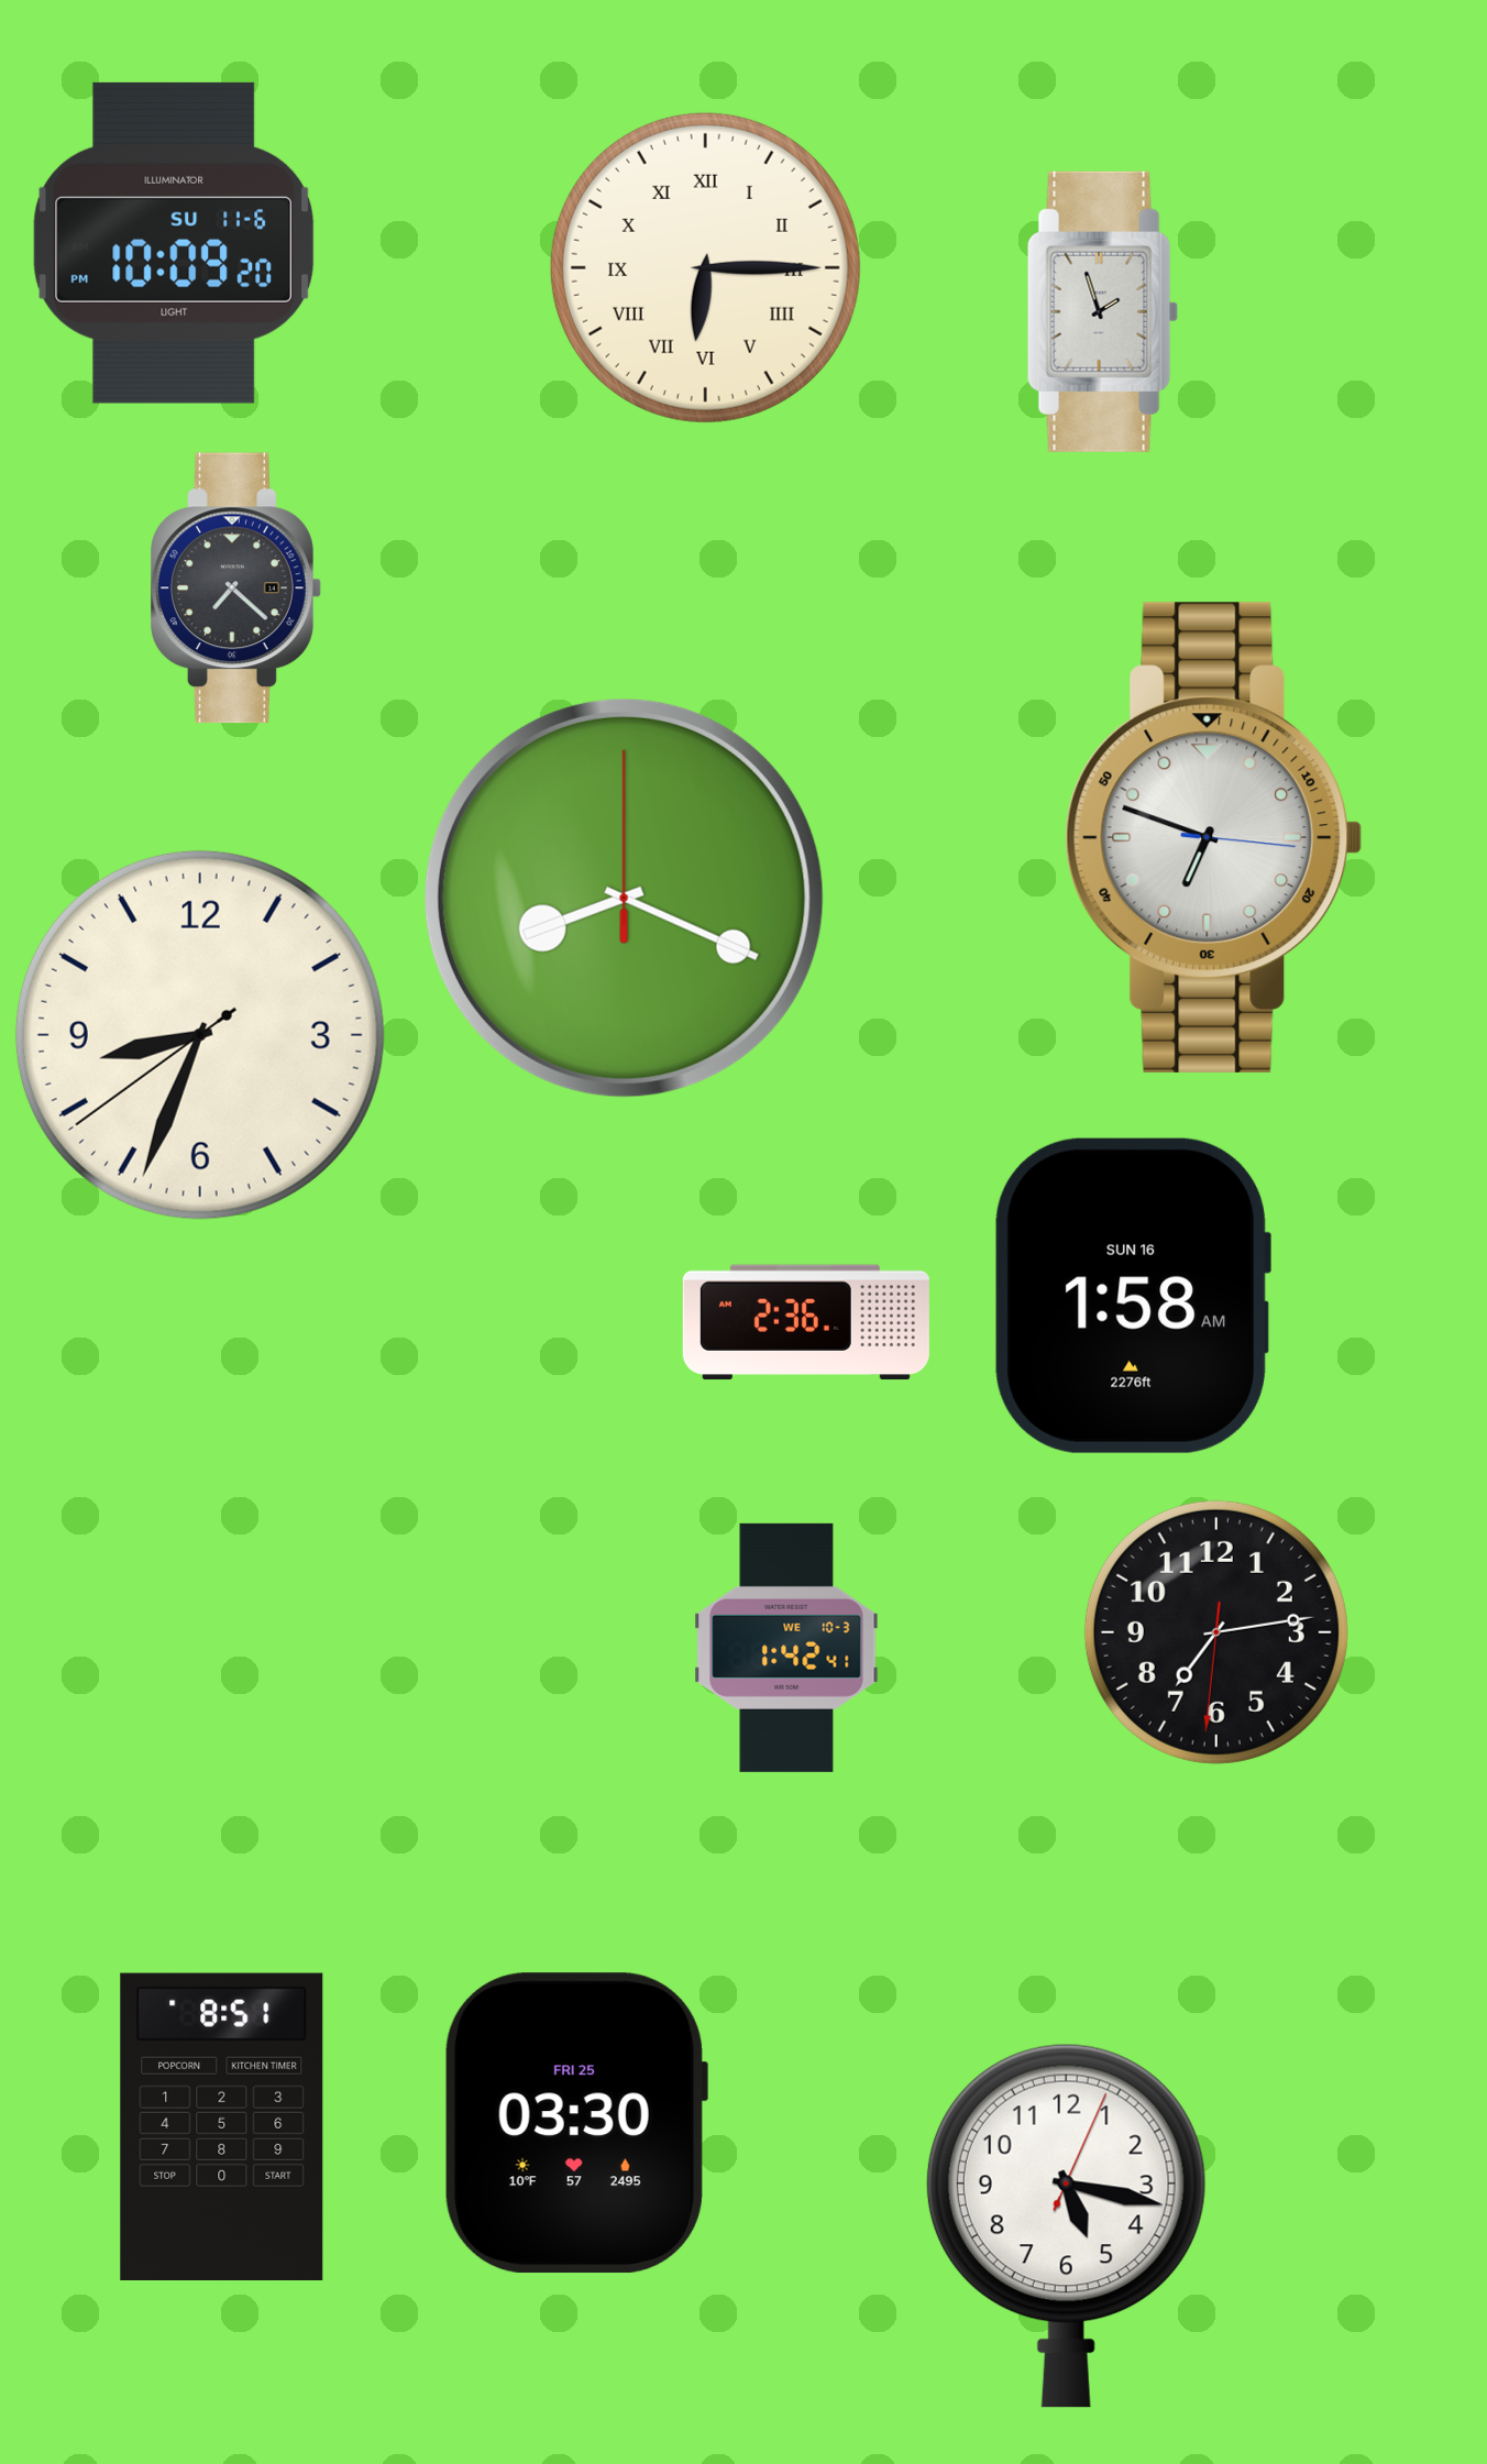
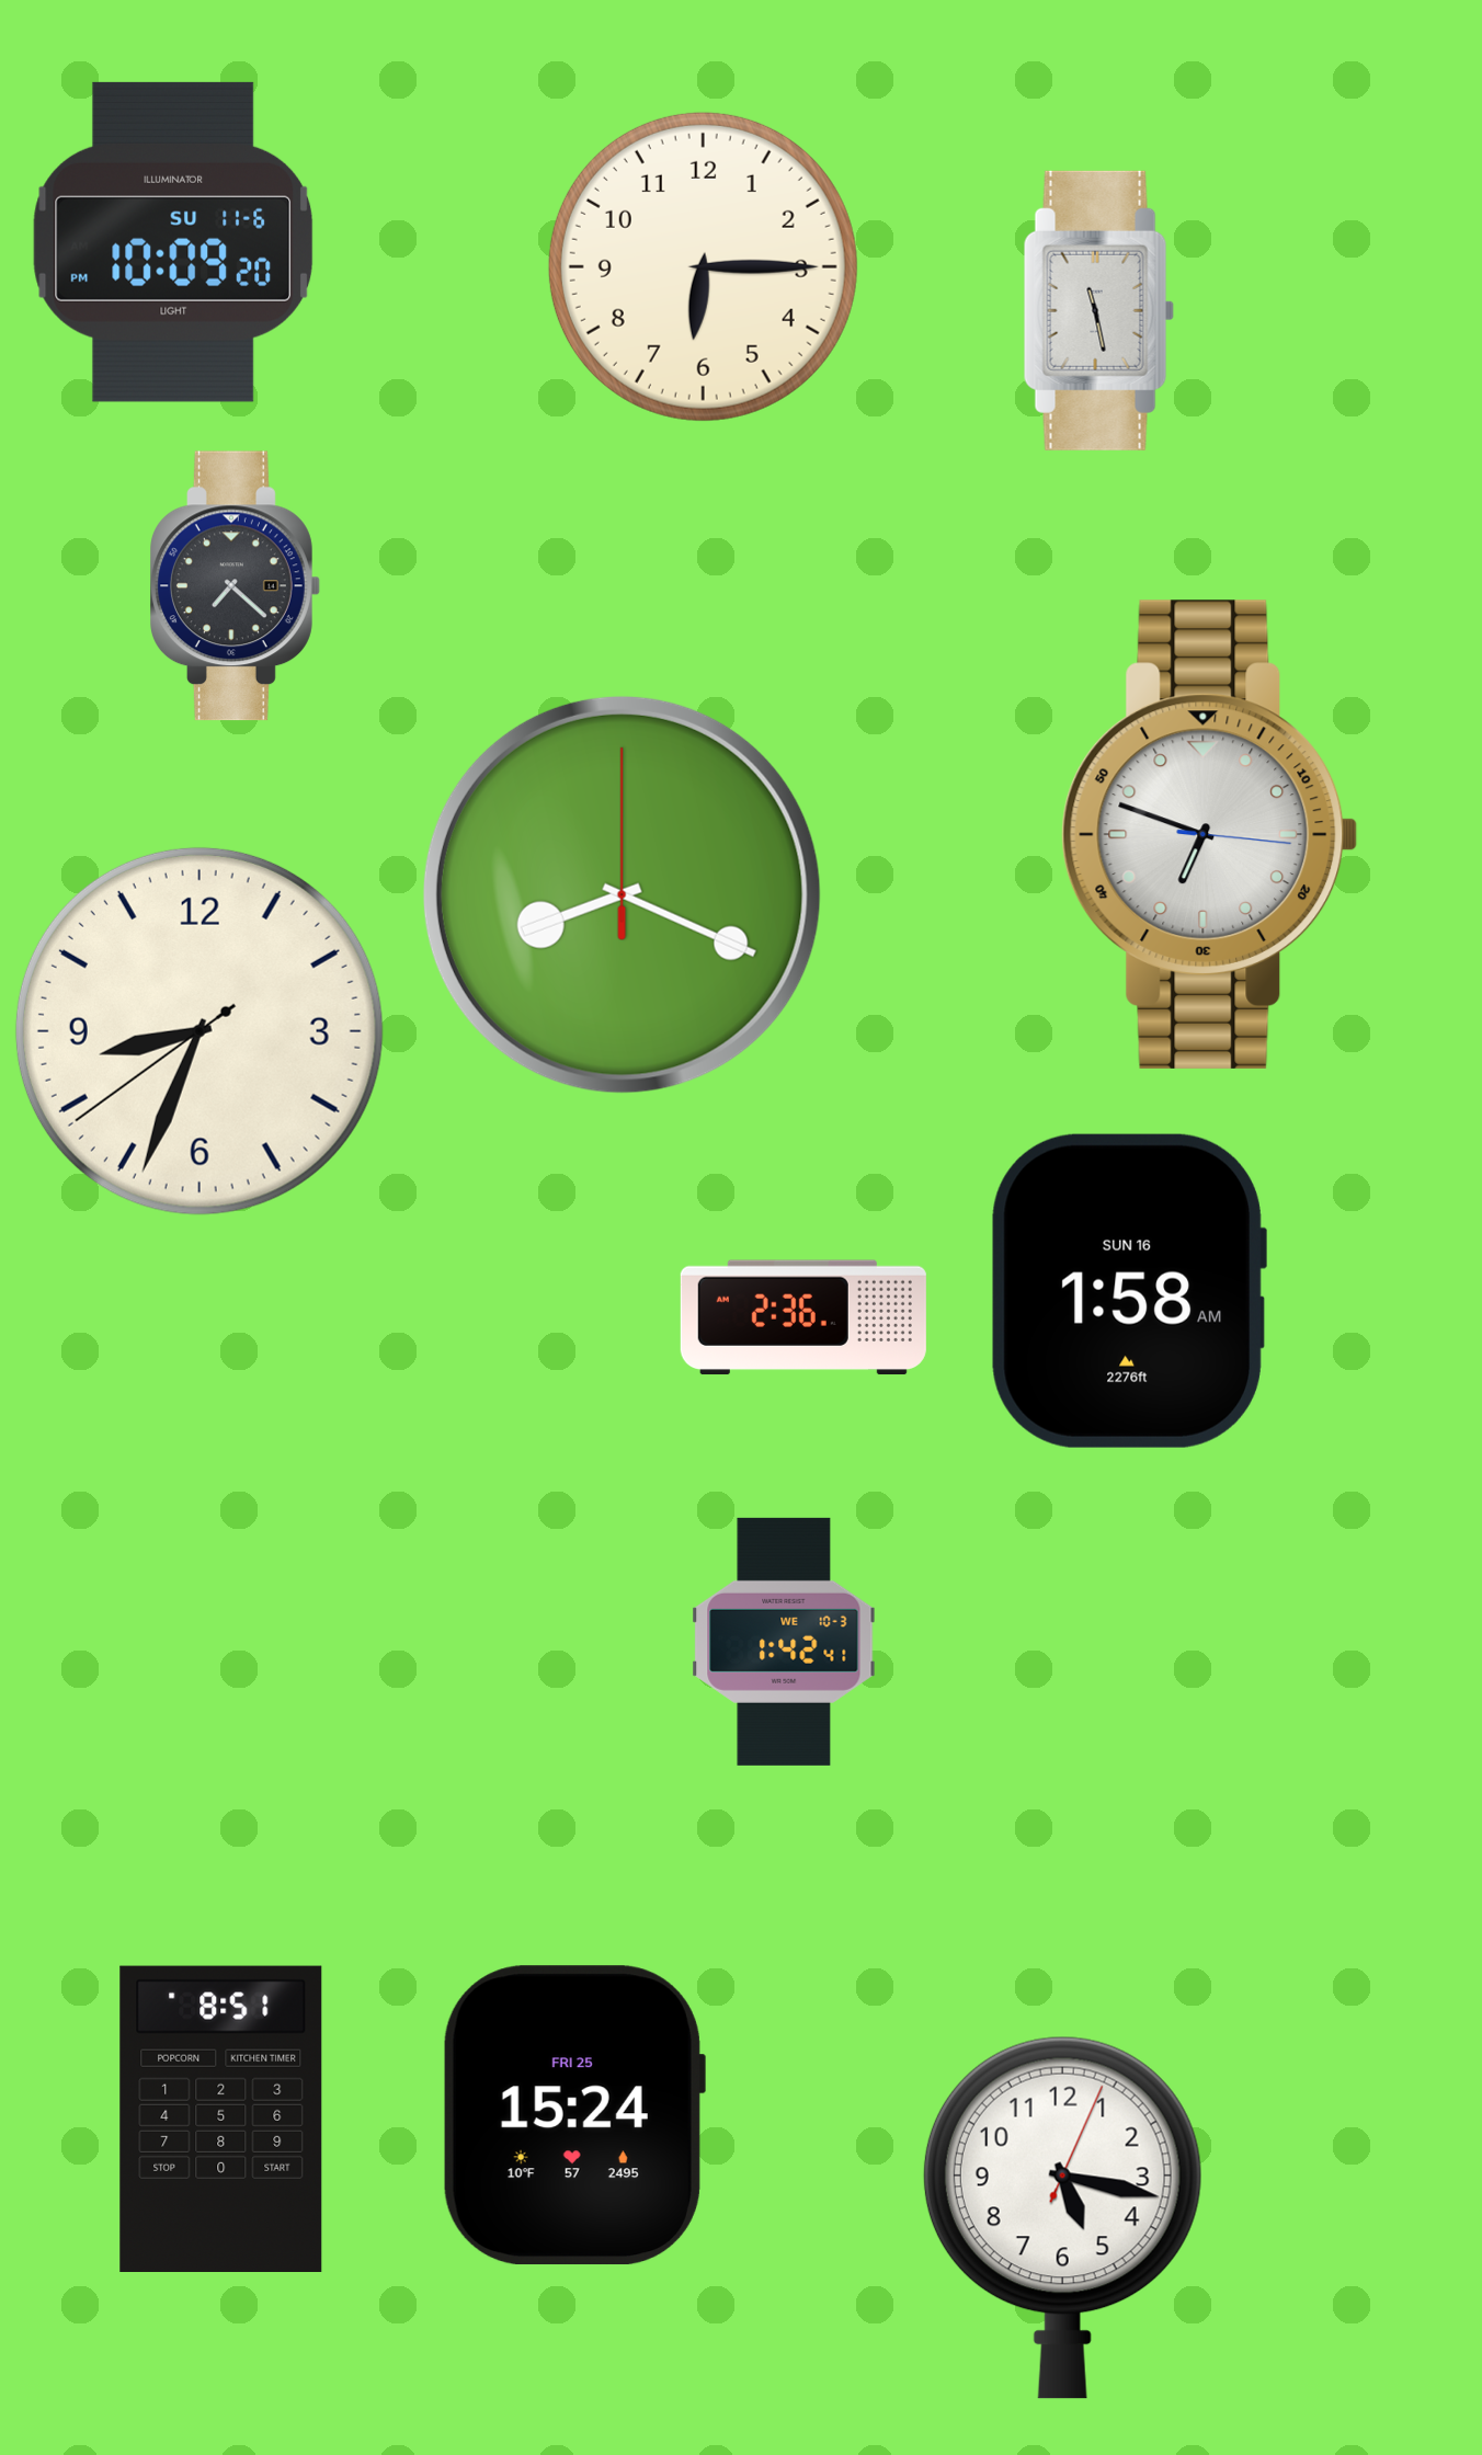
clock at (705, 267) numerals: Roman -> Arabic
clock at (1102, 311): 1:57 -> 11:28
clock at (1216, 1632): 7:13 -> none
clock at (575, 2123): 03:30 -> 15:24
